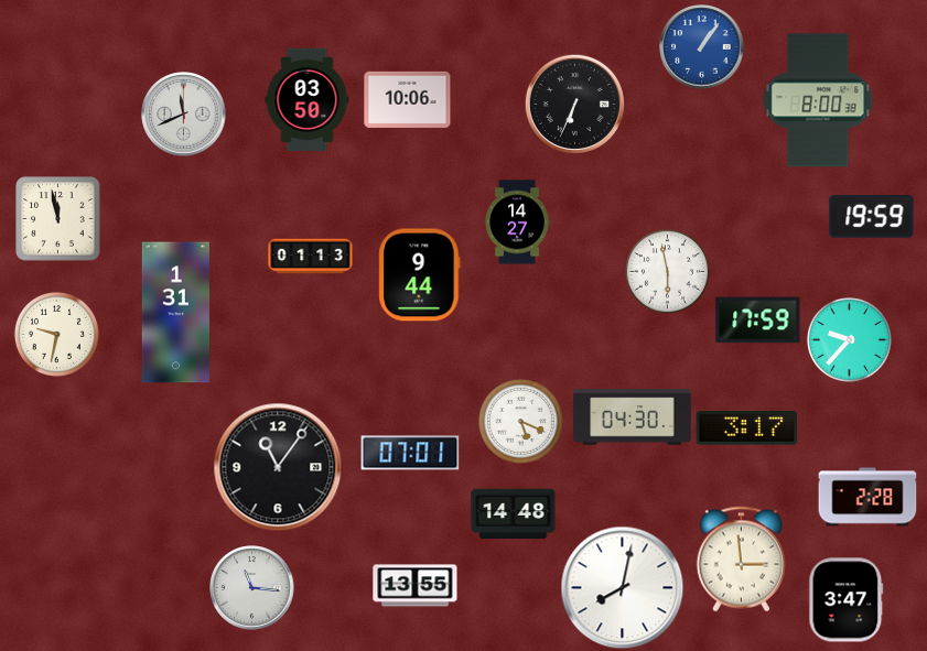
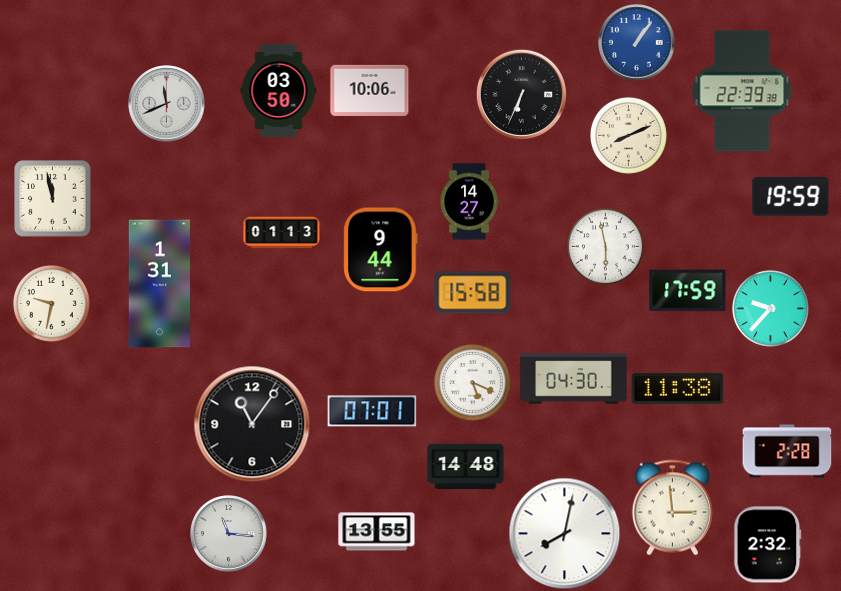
clock at (818, 100): 8:00 -> 22:39
clock at (628, 135): none -> 8:11
clock at (473, 293): none -> 15:58
clock at (747, 428): 3:17 -> 11:38
clock at (847, 600): 3:47 -> 2:32
